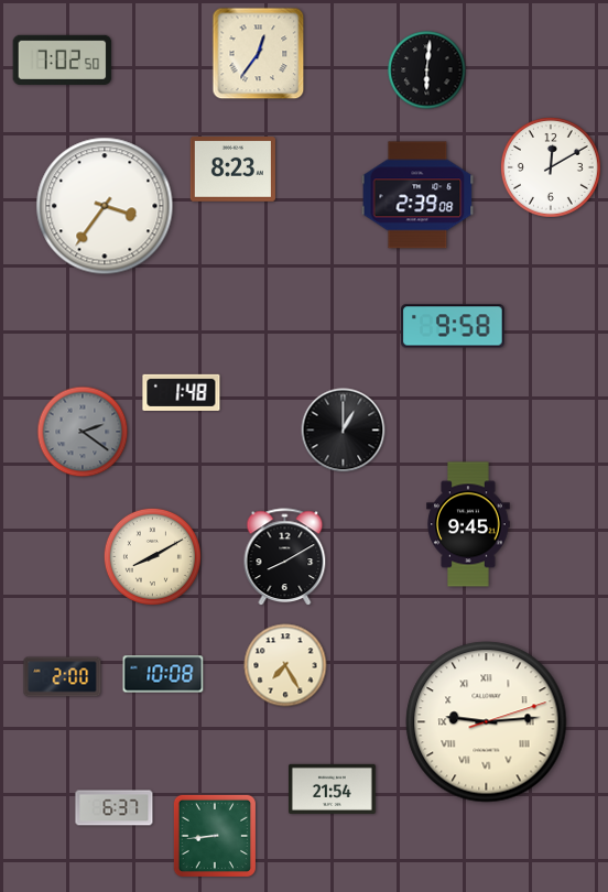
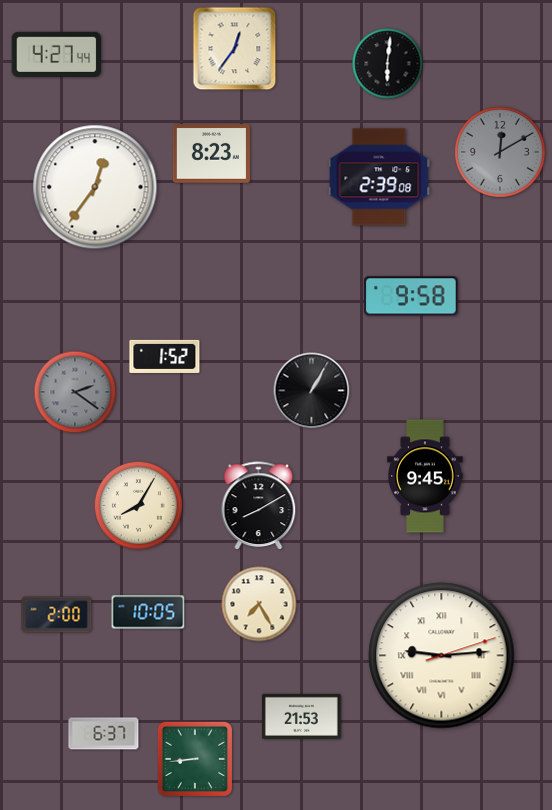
clock at (63, 59): 7:02 -> 4:27
clock at (551, 167) dial: white -> grey
clock at (105, 206): 3:36 -> 12:36
clock at (182, 392): 1:48 -> 1:52
clock at (344, 431): 1:00 -> 1:05
clock at (152, 556): 8:10 -> 8:05
clock at (163, 674): 10:08 -> 10:05
clock at (333, 788): 21:54 -> 21:53
